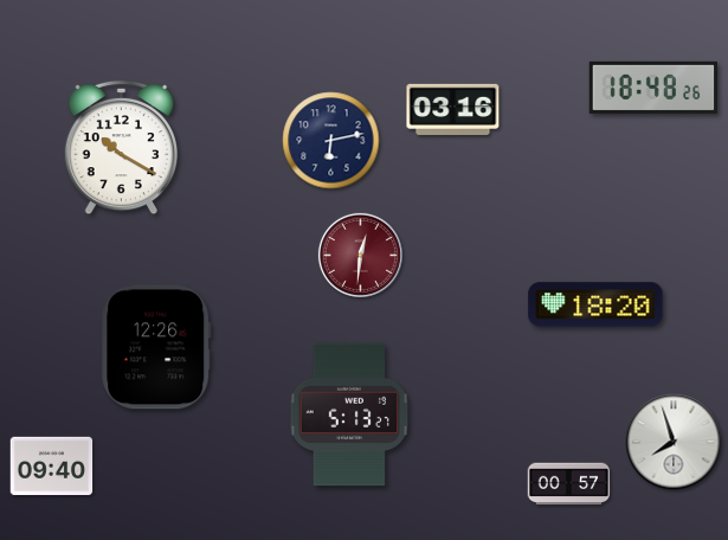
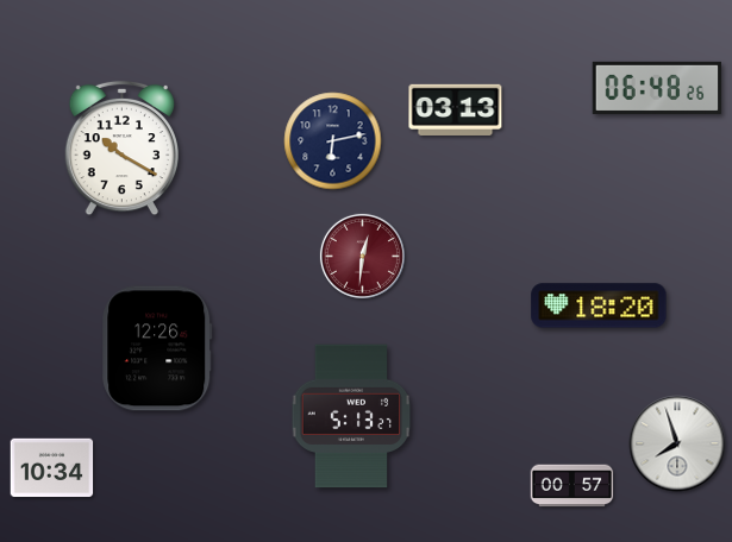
clock at (653, 88): 18:48 -> 06:48
clock at (453, 109): 03:16 -> 03:13
clock at (52, 467): 09:40 -> 10:34
